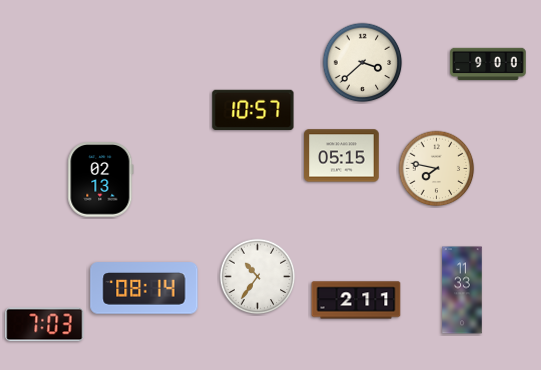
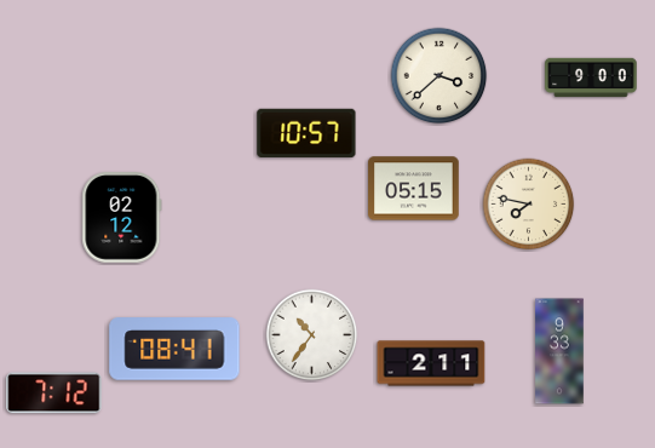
clock at (101, 180): 02:13 -> 02:12
clock at (144, 288): 08:14 -> 08:41
clock at (462, 290): 11:33 -> 9:33
clock at (45, 325): 7:03 -> 7:12
